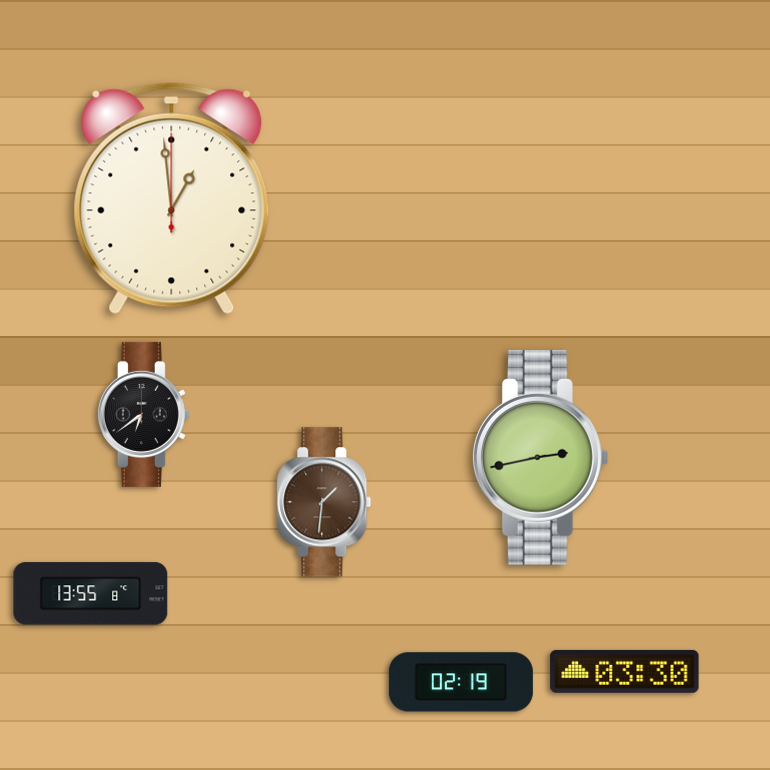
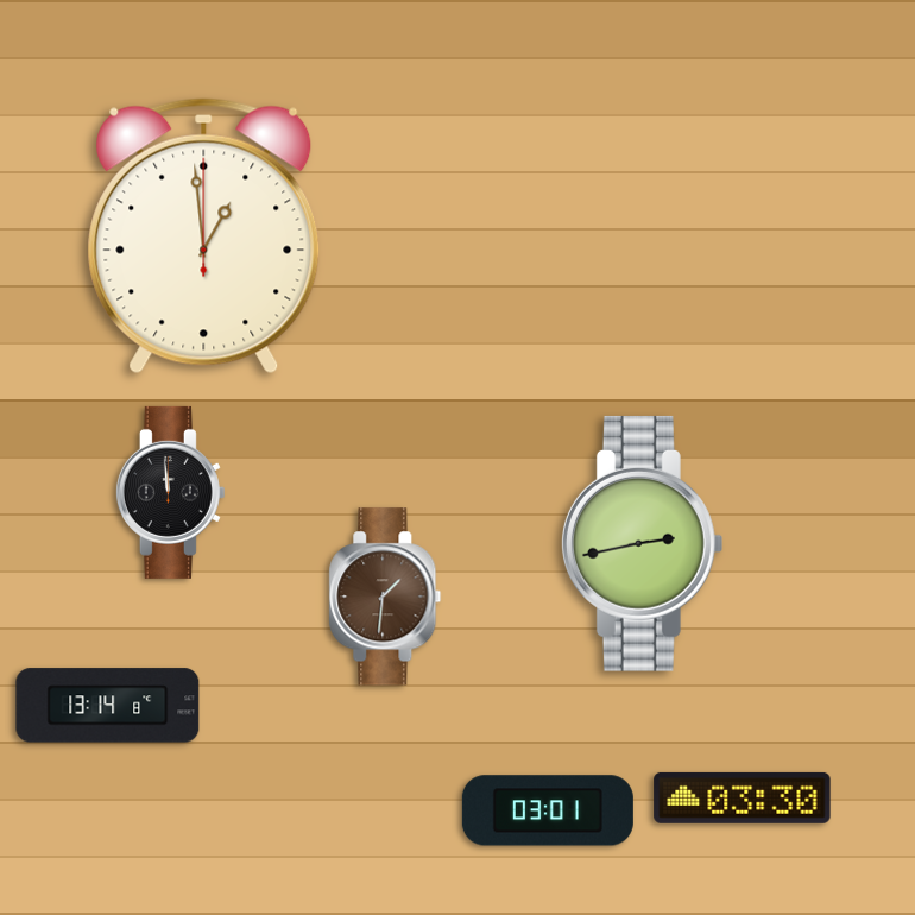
clock at (143, 414): 6:39 -> 11:59
clock at (91, 594): 13:55 -> 13:14
clock at (461, 682): 02:19 -> 03:01
